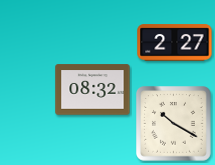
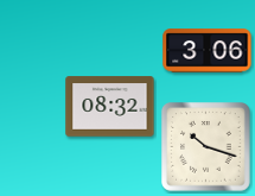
clock at (175, 43): 2:27 -> 3:06
clock at (174, 124): 10:20 -> 10:18
